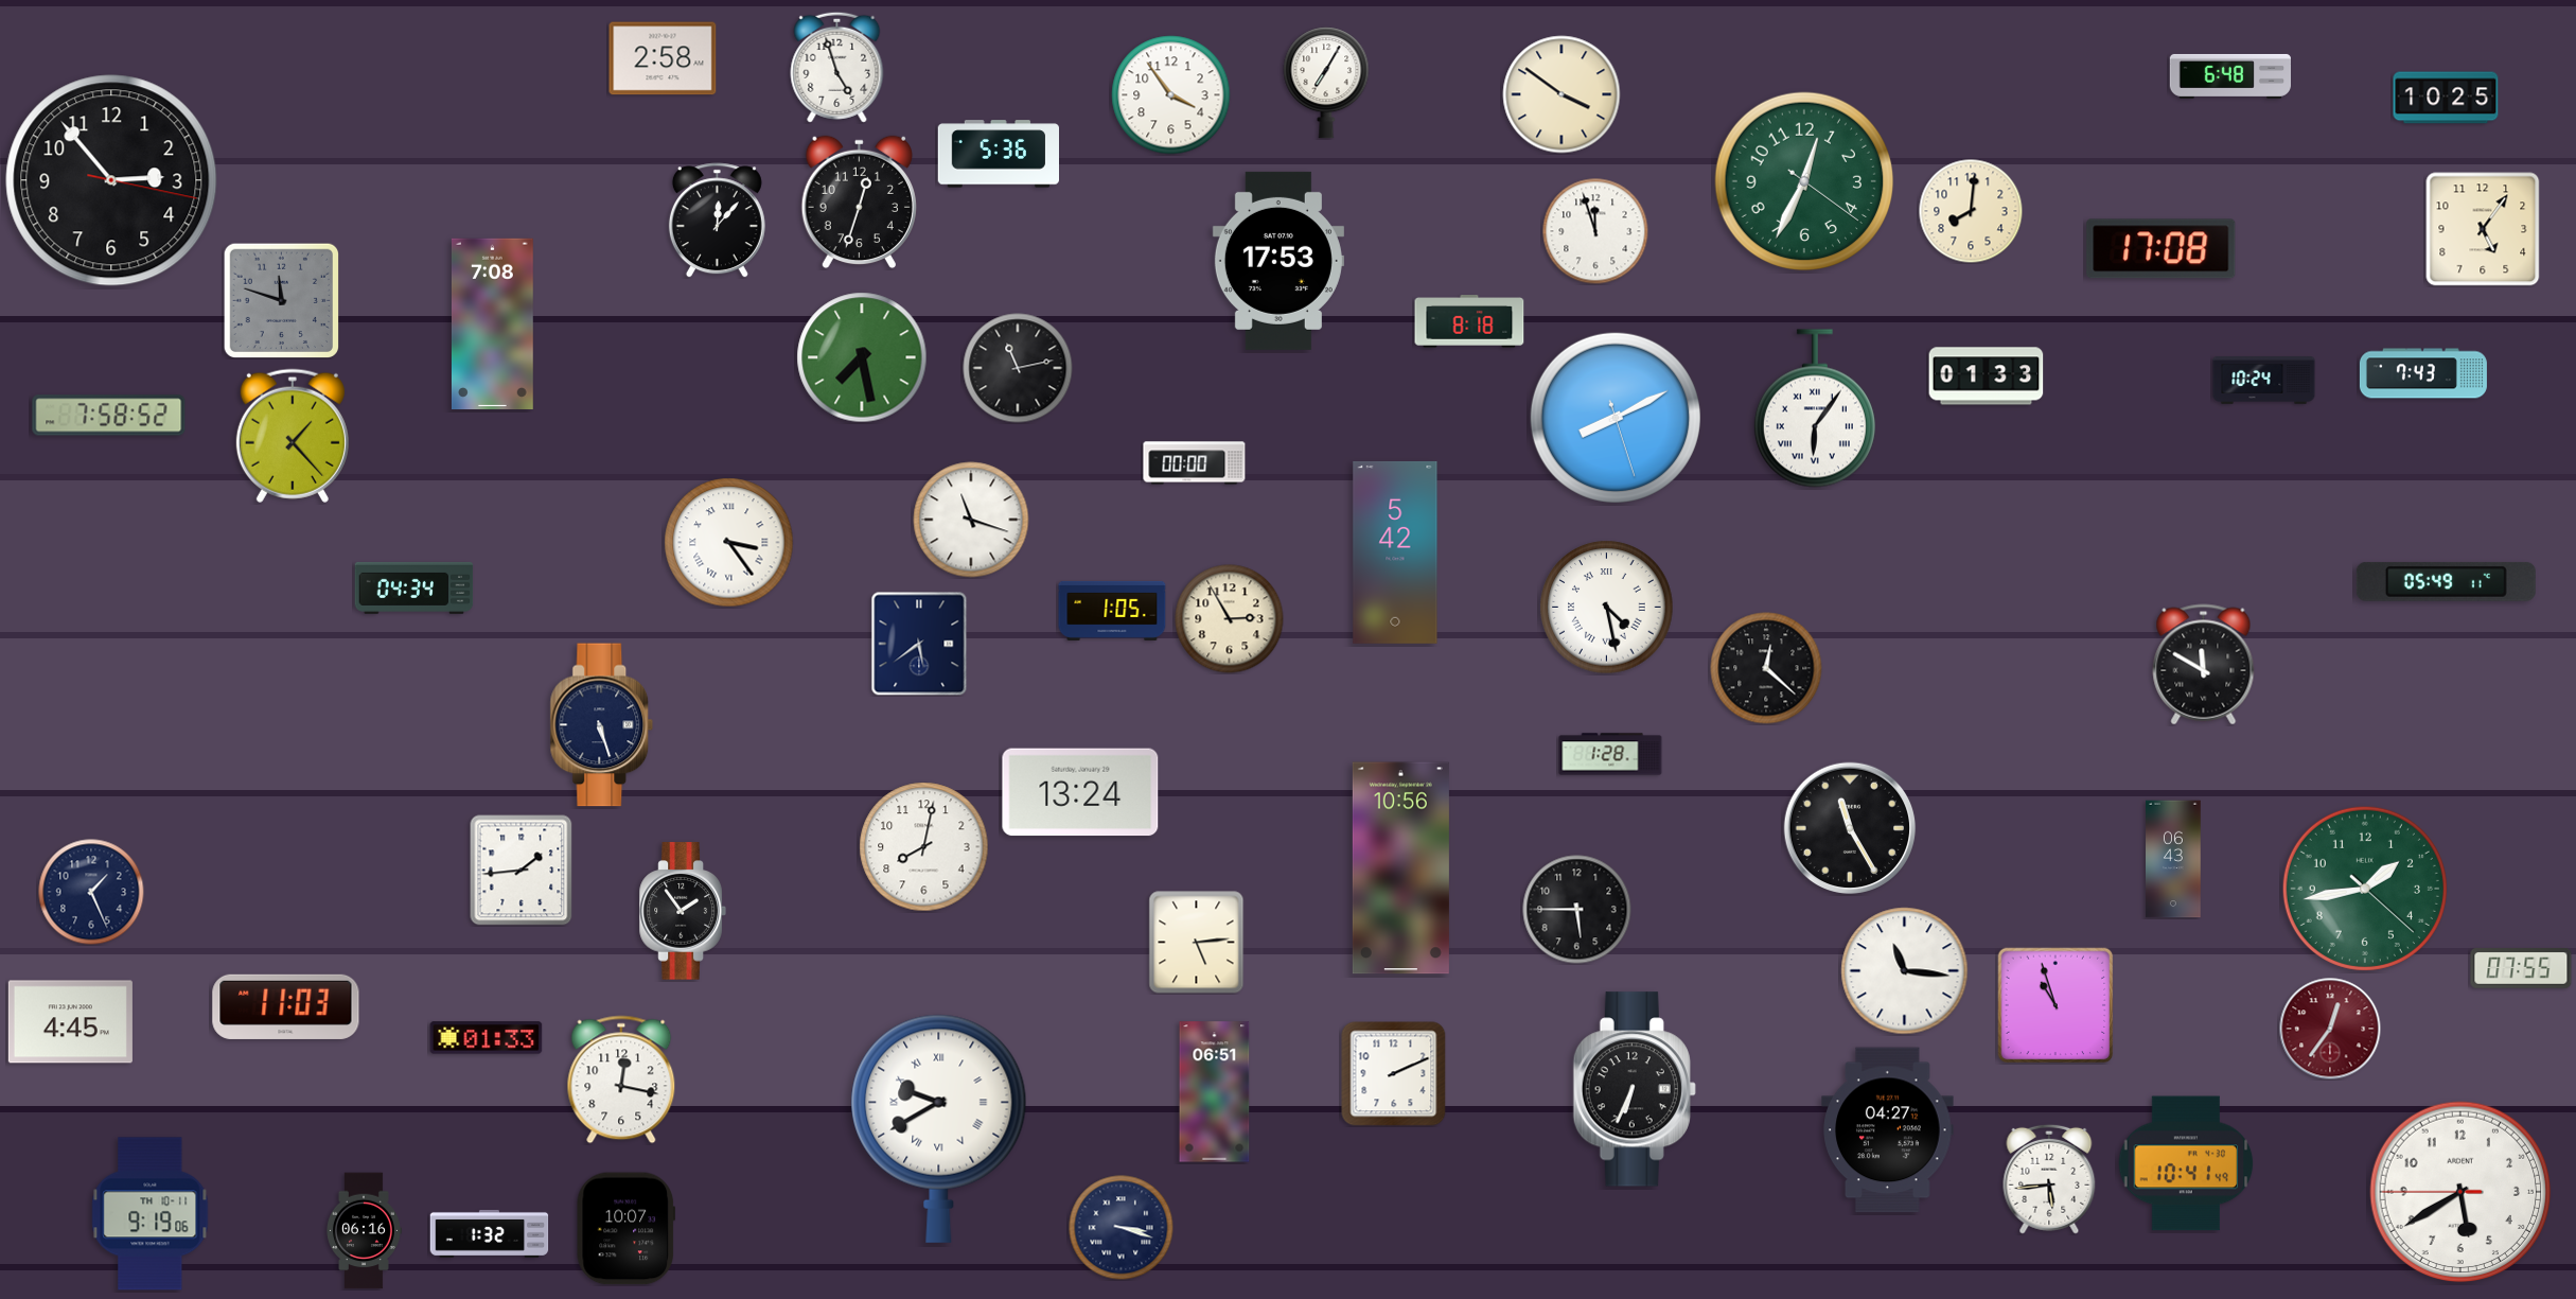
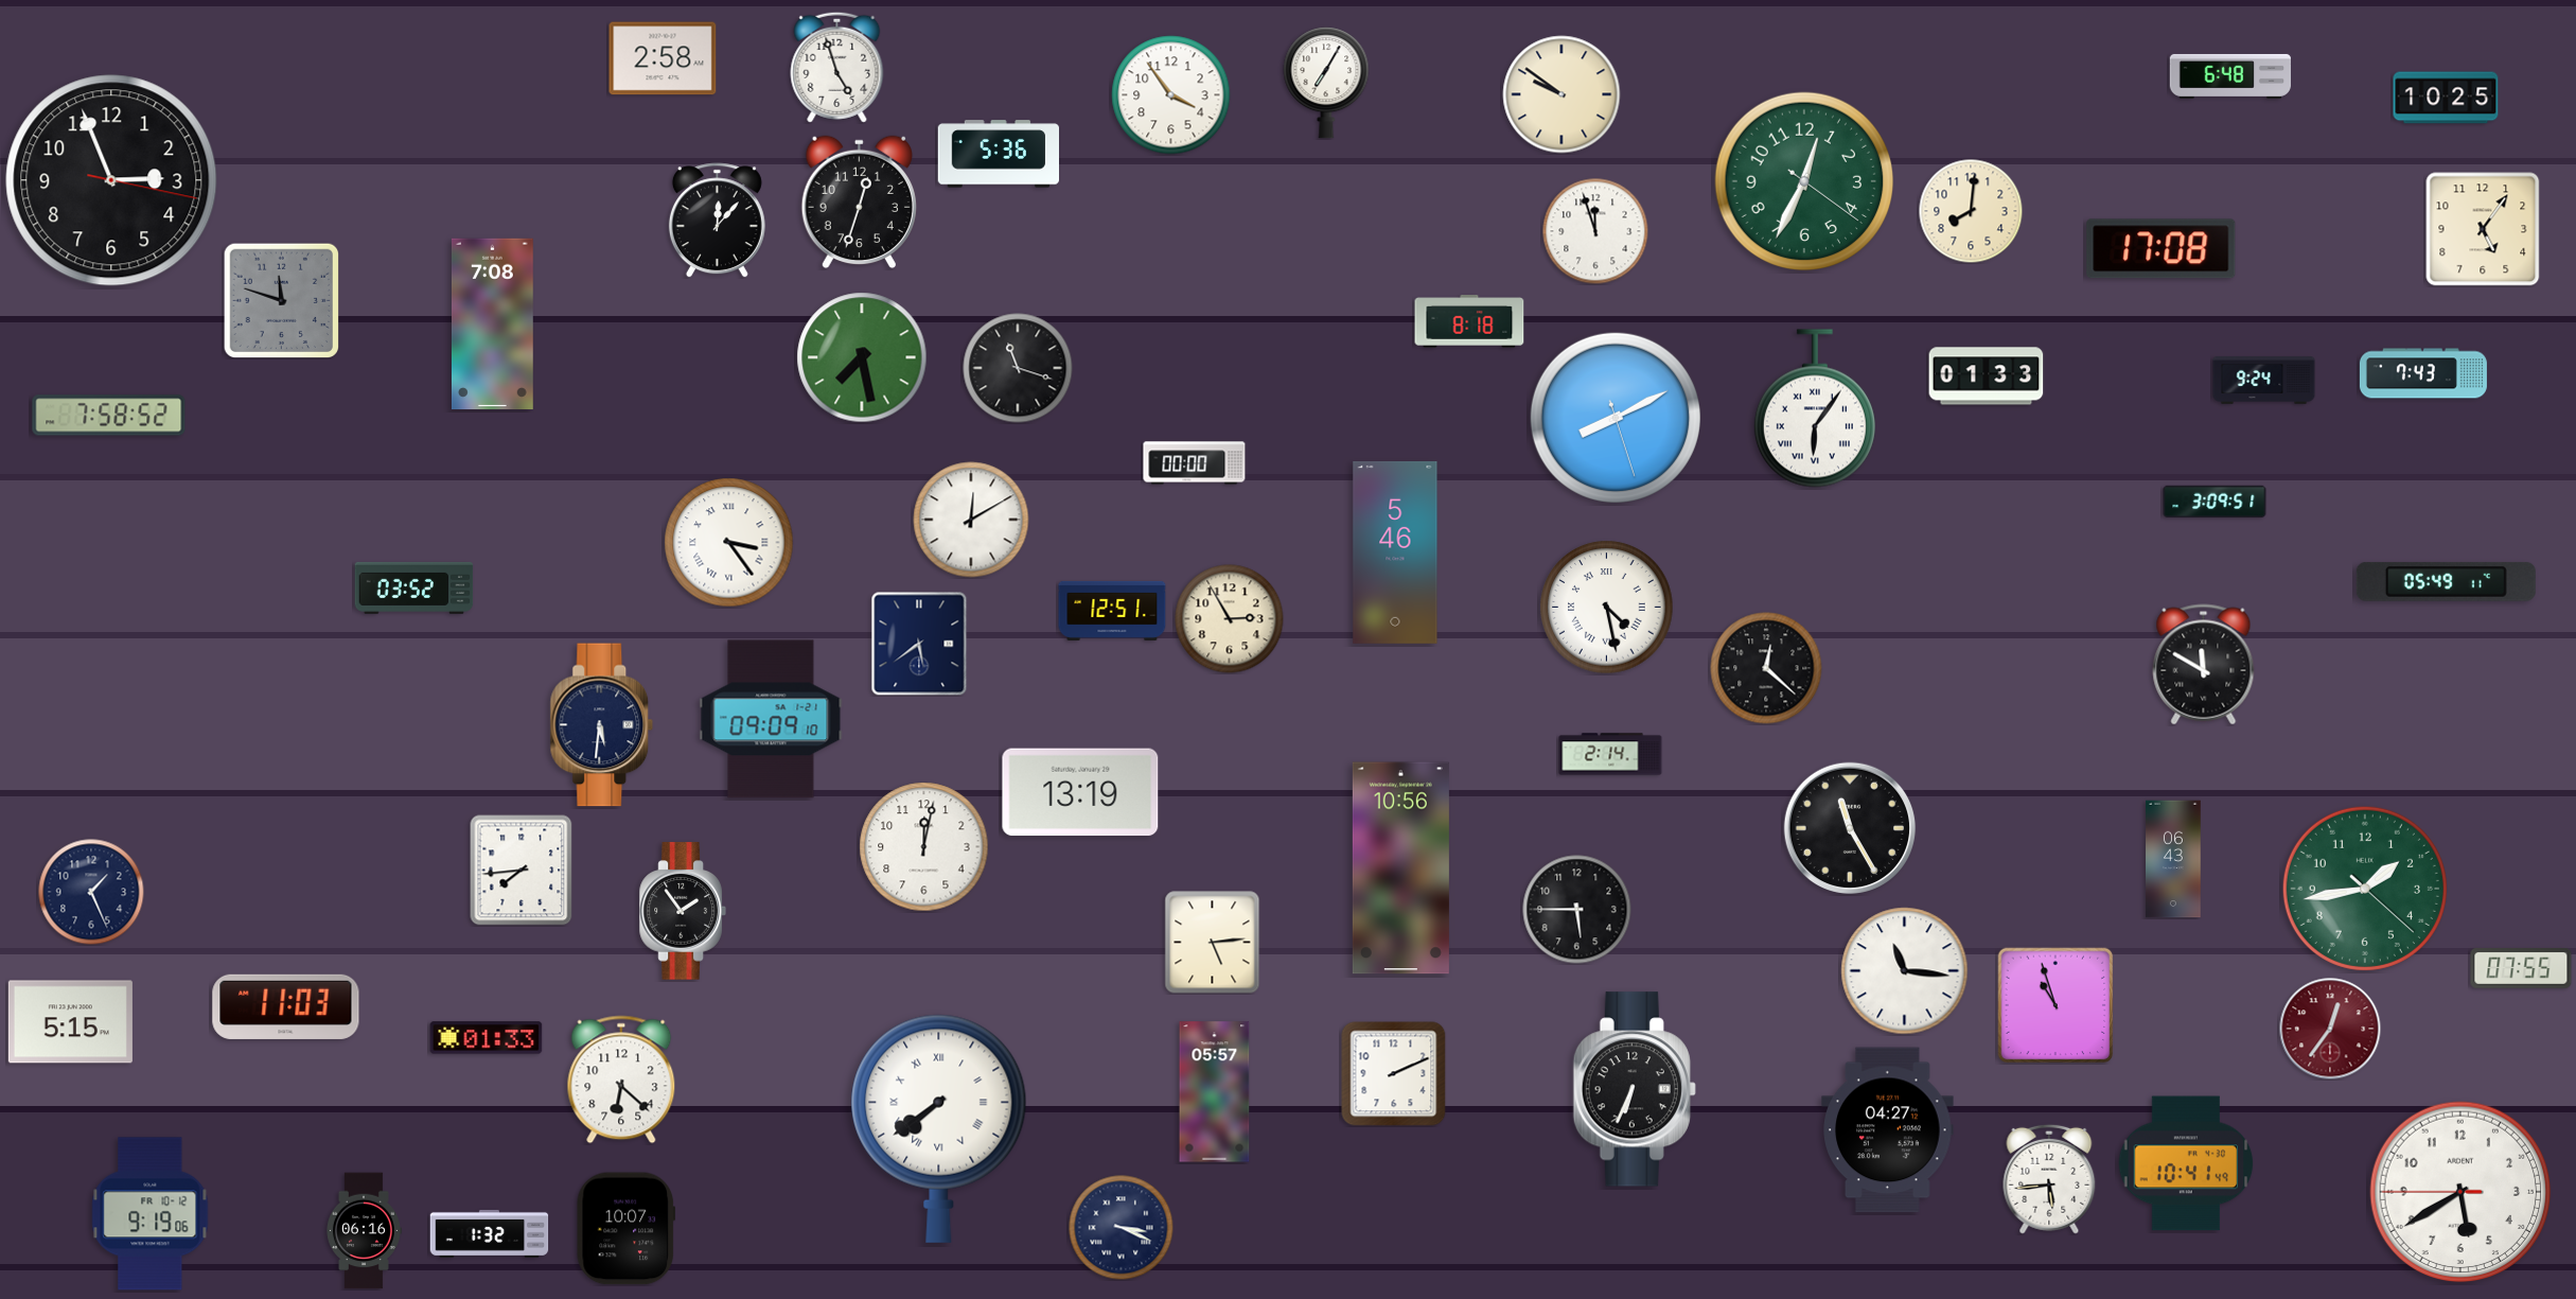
clock at (1562, 94): 3:51 -> 9:51
clock at (111, 180): 2:53 -> 2:56
clock at (1278, 261): 17:53 -> none
clock at (1018, 368): 11:13 -> 11:18
clock at (2264, 381): 10:24 -> 9:24
clock at (293, 436): 1:23 -> none
clock at (2215, 502): none -> 3:09
clock at (971, 520): 11:18 -> 12:10
clock at (1395, 552): 5:42 -> 5:46
clock at (414, 587): 04:34 -> 03:52
clock at (1112, 611): 1:05 -> 12:51
clock at (771, 719): none -> 09:09
clock at (602, 725): 5:27 -> 5:31
clock at (1610, 754): 1:28 -> 2:14
clock at (1080, 792): 13:24 -> 13:19
clock at (924, 847): 8:02 -> 12:02
clock at (522, 871): 1:44 -> 7:44
clock at (1197, 943) position: (1197, 943) -> (1213, 943)
clock at (70, 1022): 4:45 -> 5:15
clock at (621, 1079): 12:17 -> 6:22
clock at (1215, 1092): 06:51 -> 05:57
clock at (939, 1128): 9:40 -> 7:39
clock at (151, 1214) date: TH 10-11 -> FR 10-12
clock at (1122, 1228): 3:18 -> 3:19
